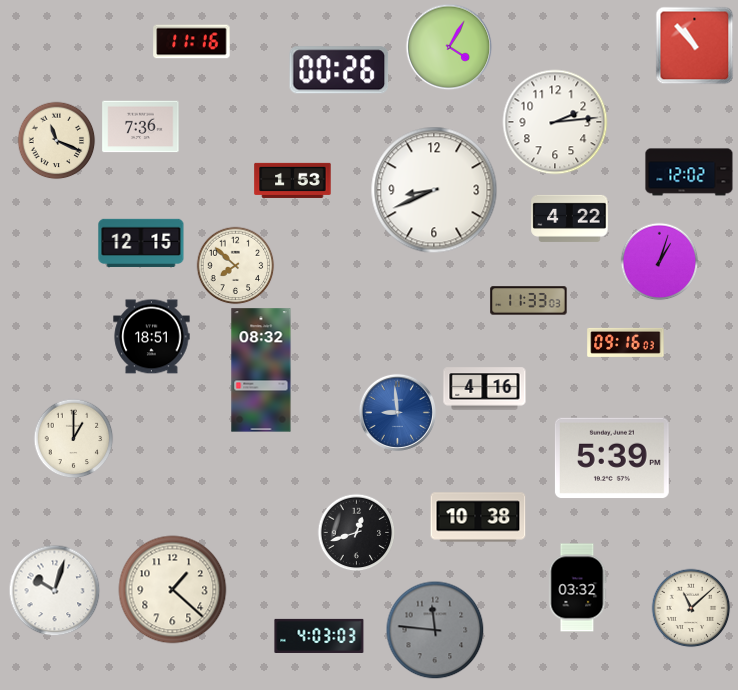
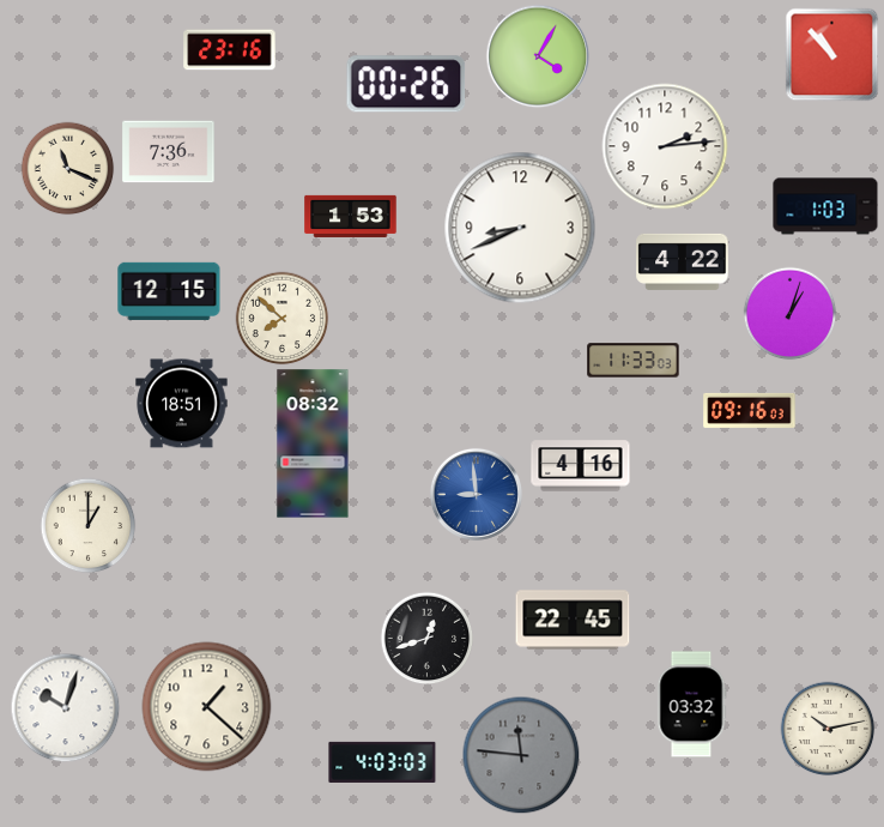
clock at (192, 42): 11:16 -> 23:16
clock at (689, 172): 12:02 -> 1:03
clock at (612, 458): 5:39 -> none
clock at (478, 517): 10:38 -> 22:45
clock at (691, 608): 11:08 -> 10:13
